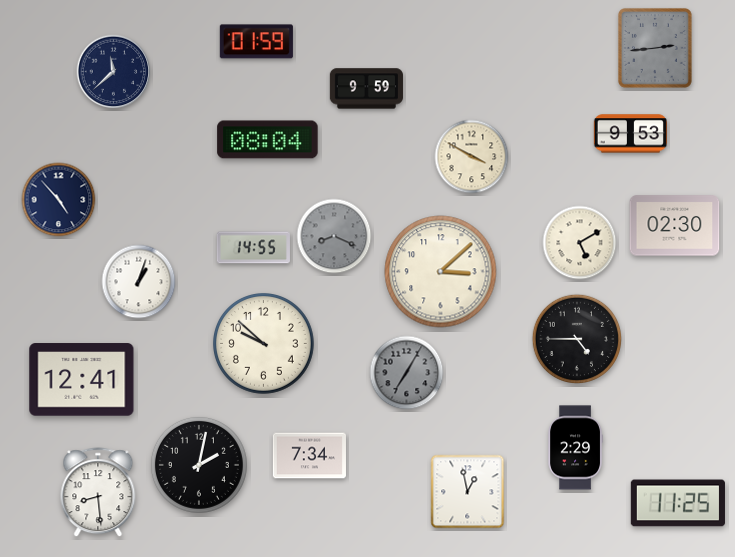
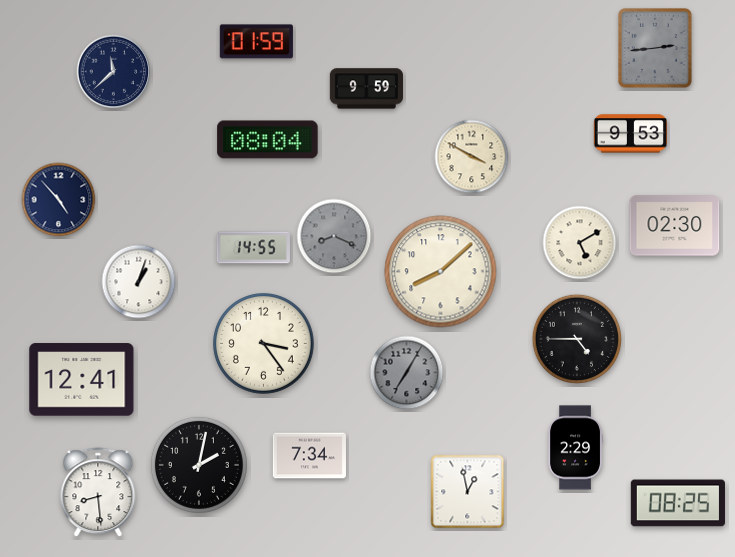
clock at (441, 272): 3:08 -> 8:08
clock at (264, 344): 9:52 -> 3:24
clock at (678, 503): 11:25 -> 08:25
